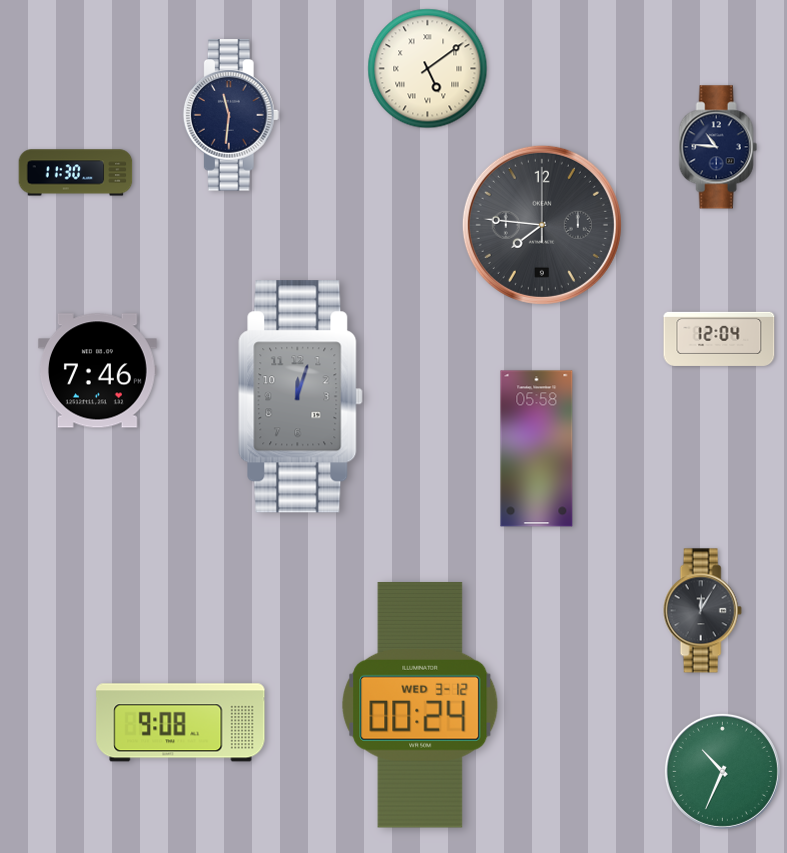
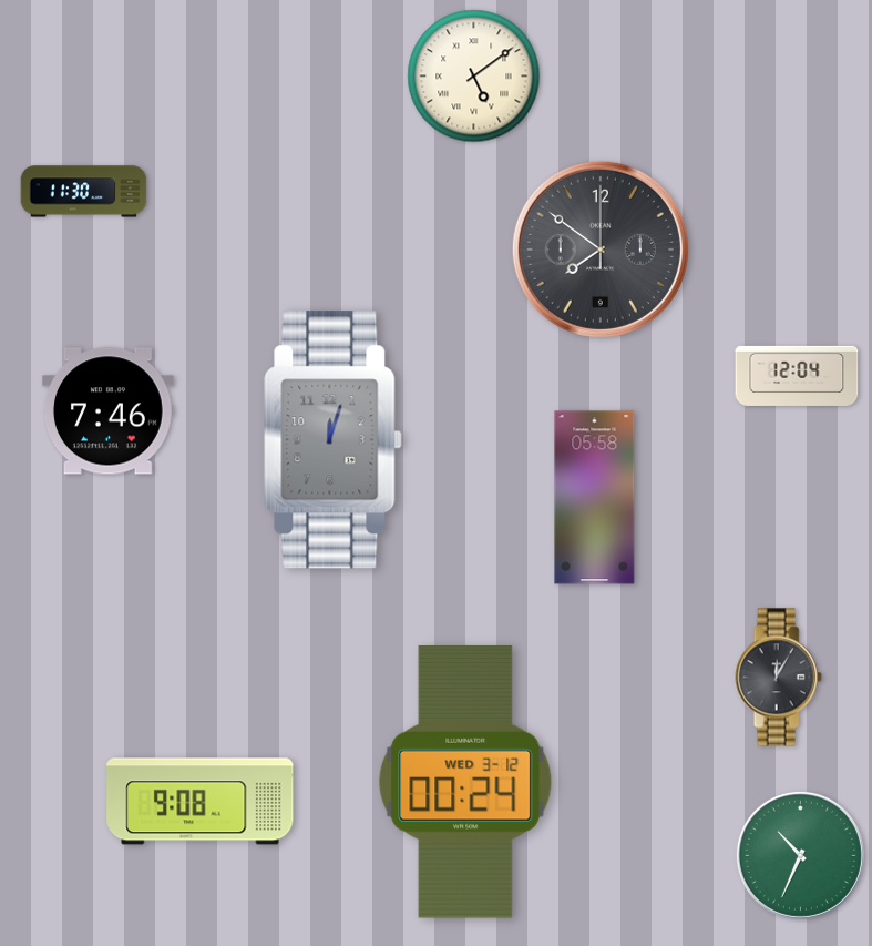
clock at (231, 115): 11:31 -> none
clock at (718, 147): 10:46 -> none
clock at (542, 225): 7:46 -> 7:51
